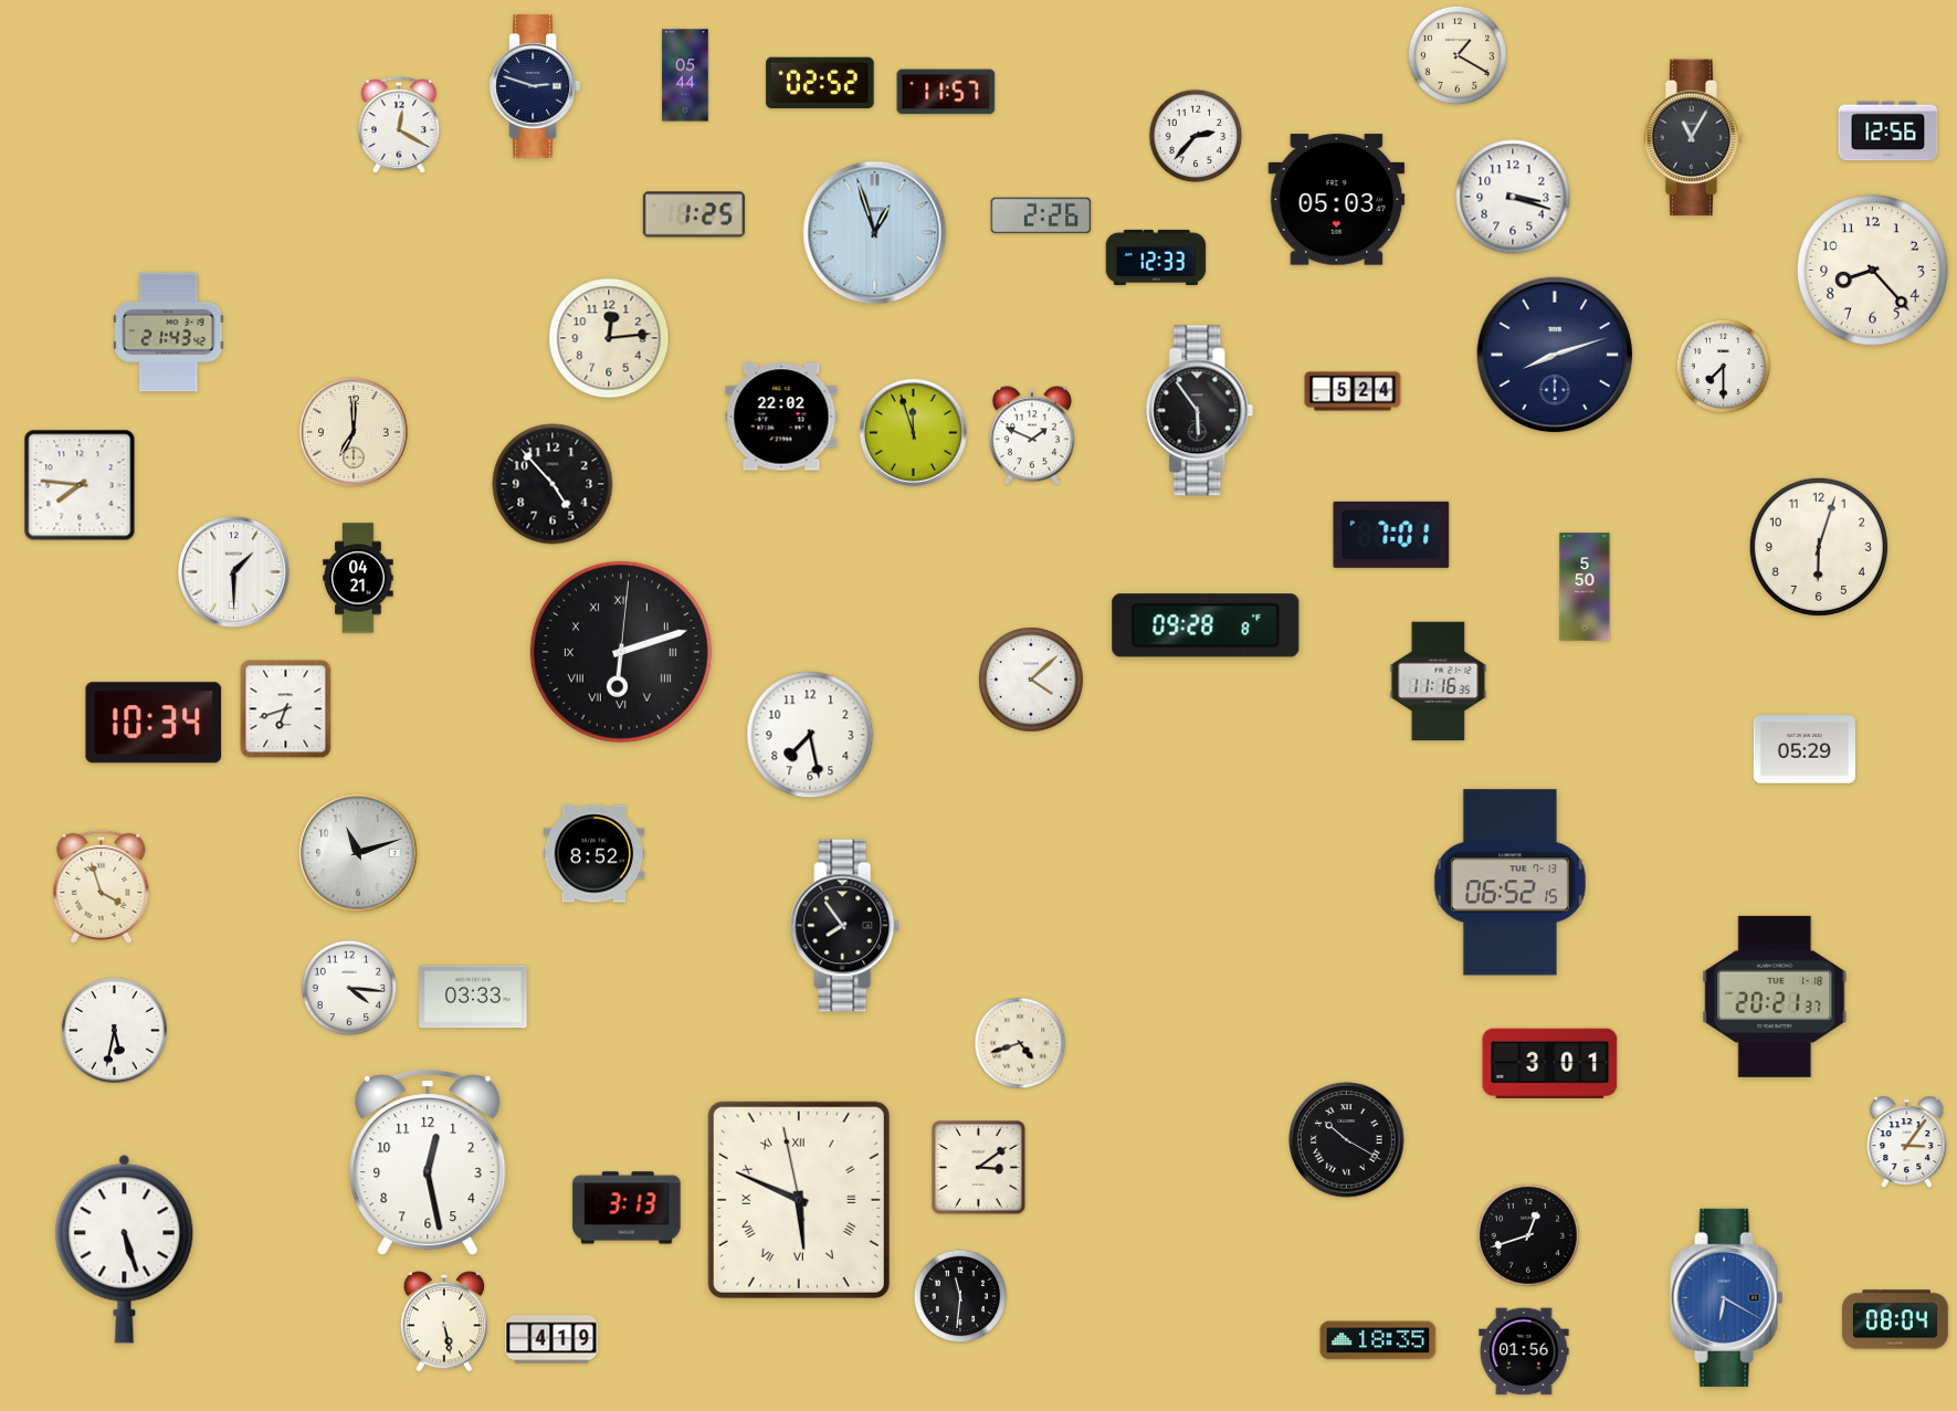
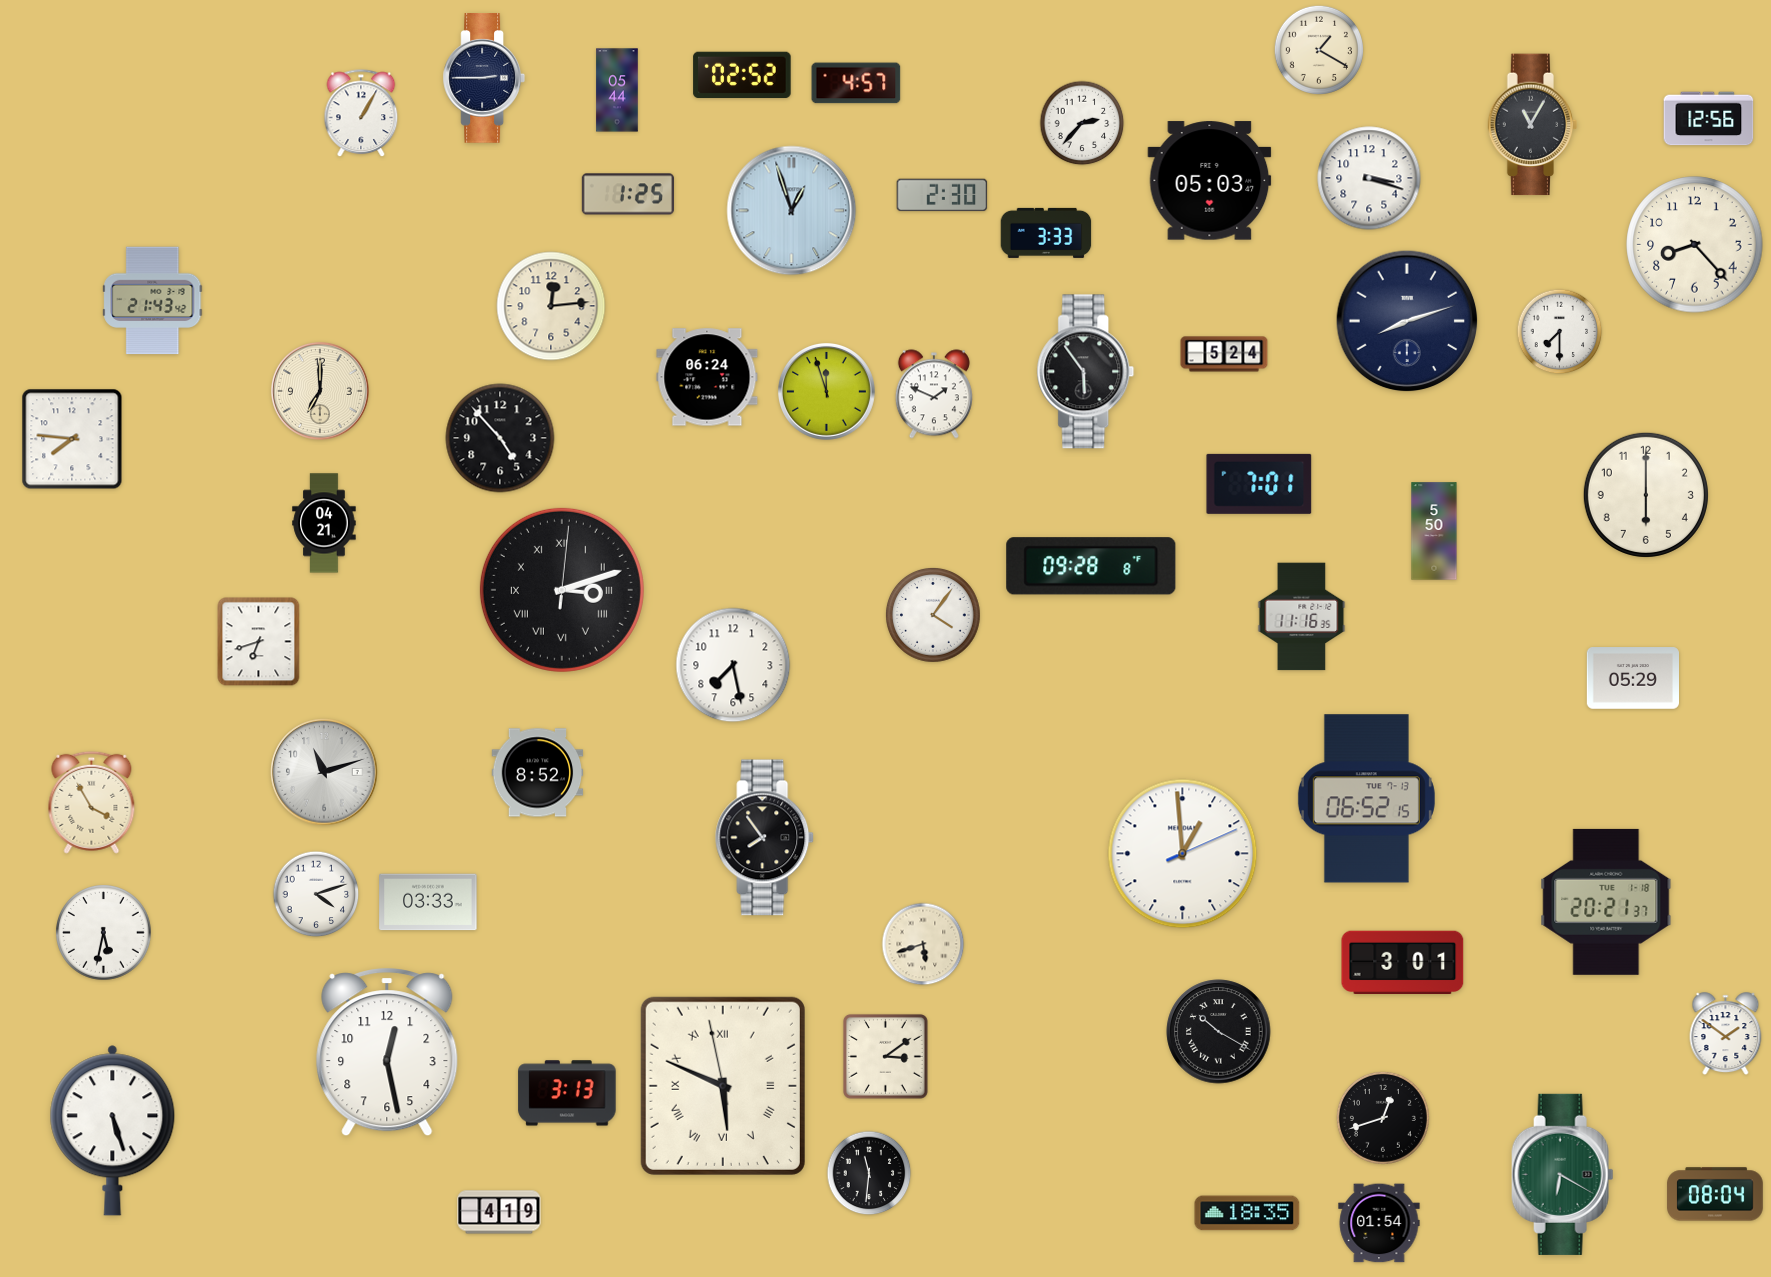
clock at (685, 75) position: (685, 75) -> (617, 90)
clock at (535, 87): 2:48 -> 2:45
clock at (946, 92): 11:57 -> 4:57
clock at (399, 126): 12:20 -> 1:05
clock at (1041, 215): 2:26 -> 2:30
clock at (1156, 257): 12:33 -> 3:33
clock at (781, 417): 22:02 -> 06:24
clock at (1819, 547): 6:03 -> 6:00
clock at (234, 572): 1:30 -> none
clock at (621, 652): 6:12 -> 3:12
clock at (1032, 681): 4:08 -> 4:06
clock at (154, 723): 10:34 -> none
clock at (102, 886): 3:57 -> 3:55
clock at (1183, 854): none -> 12:59
clock at (349, 988): 4:16 -> 4:12
clock at (1020, 1043): 4:42 -> 5:42
clock at (1907, 1143): 3:06 -> 1:51
clock at (1727, 1297) dial: blue -> green
clock at (443, 1322): 5:28 -> none
clock at (1524, 1351): 01:56 -> 01:54
